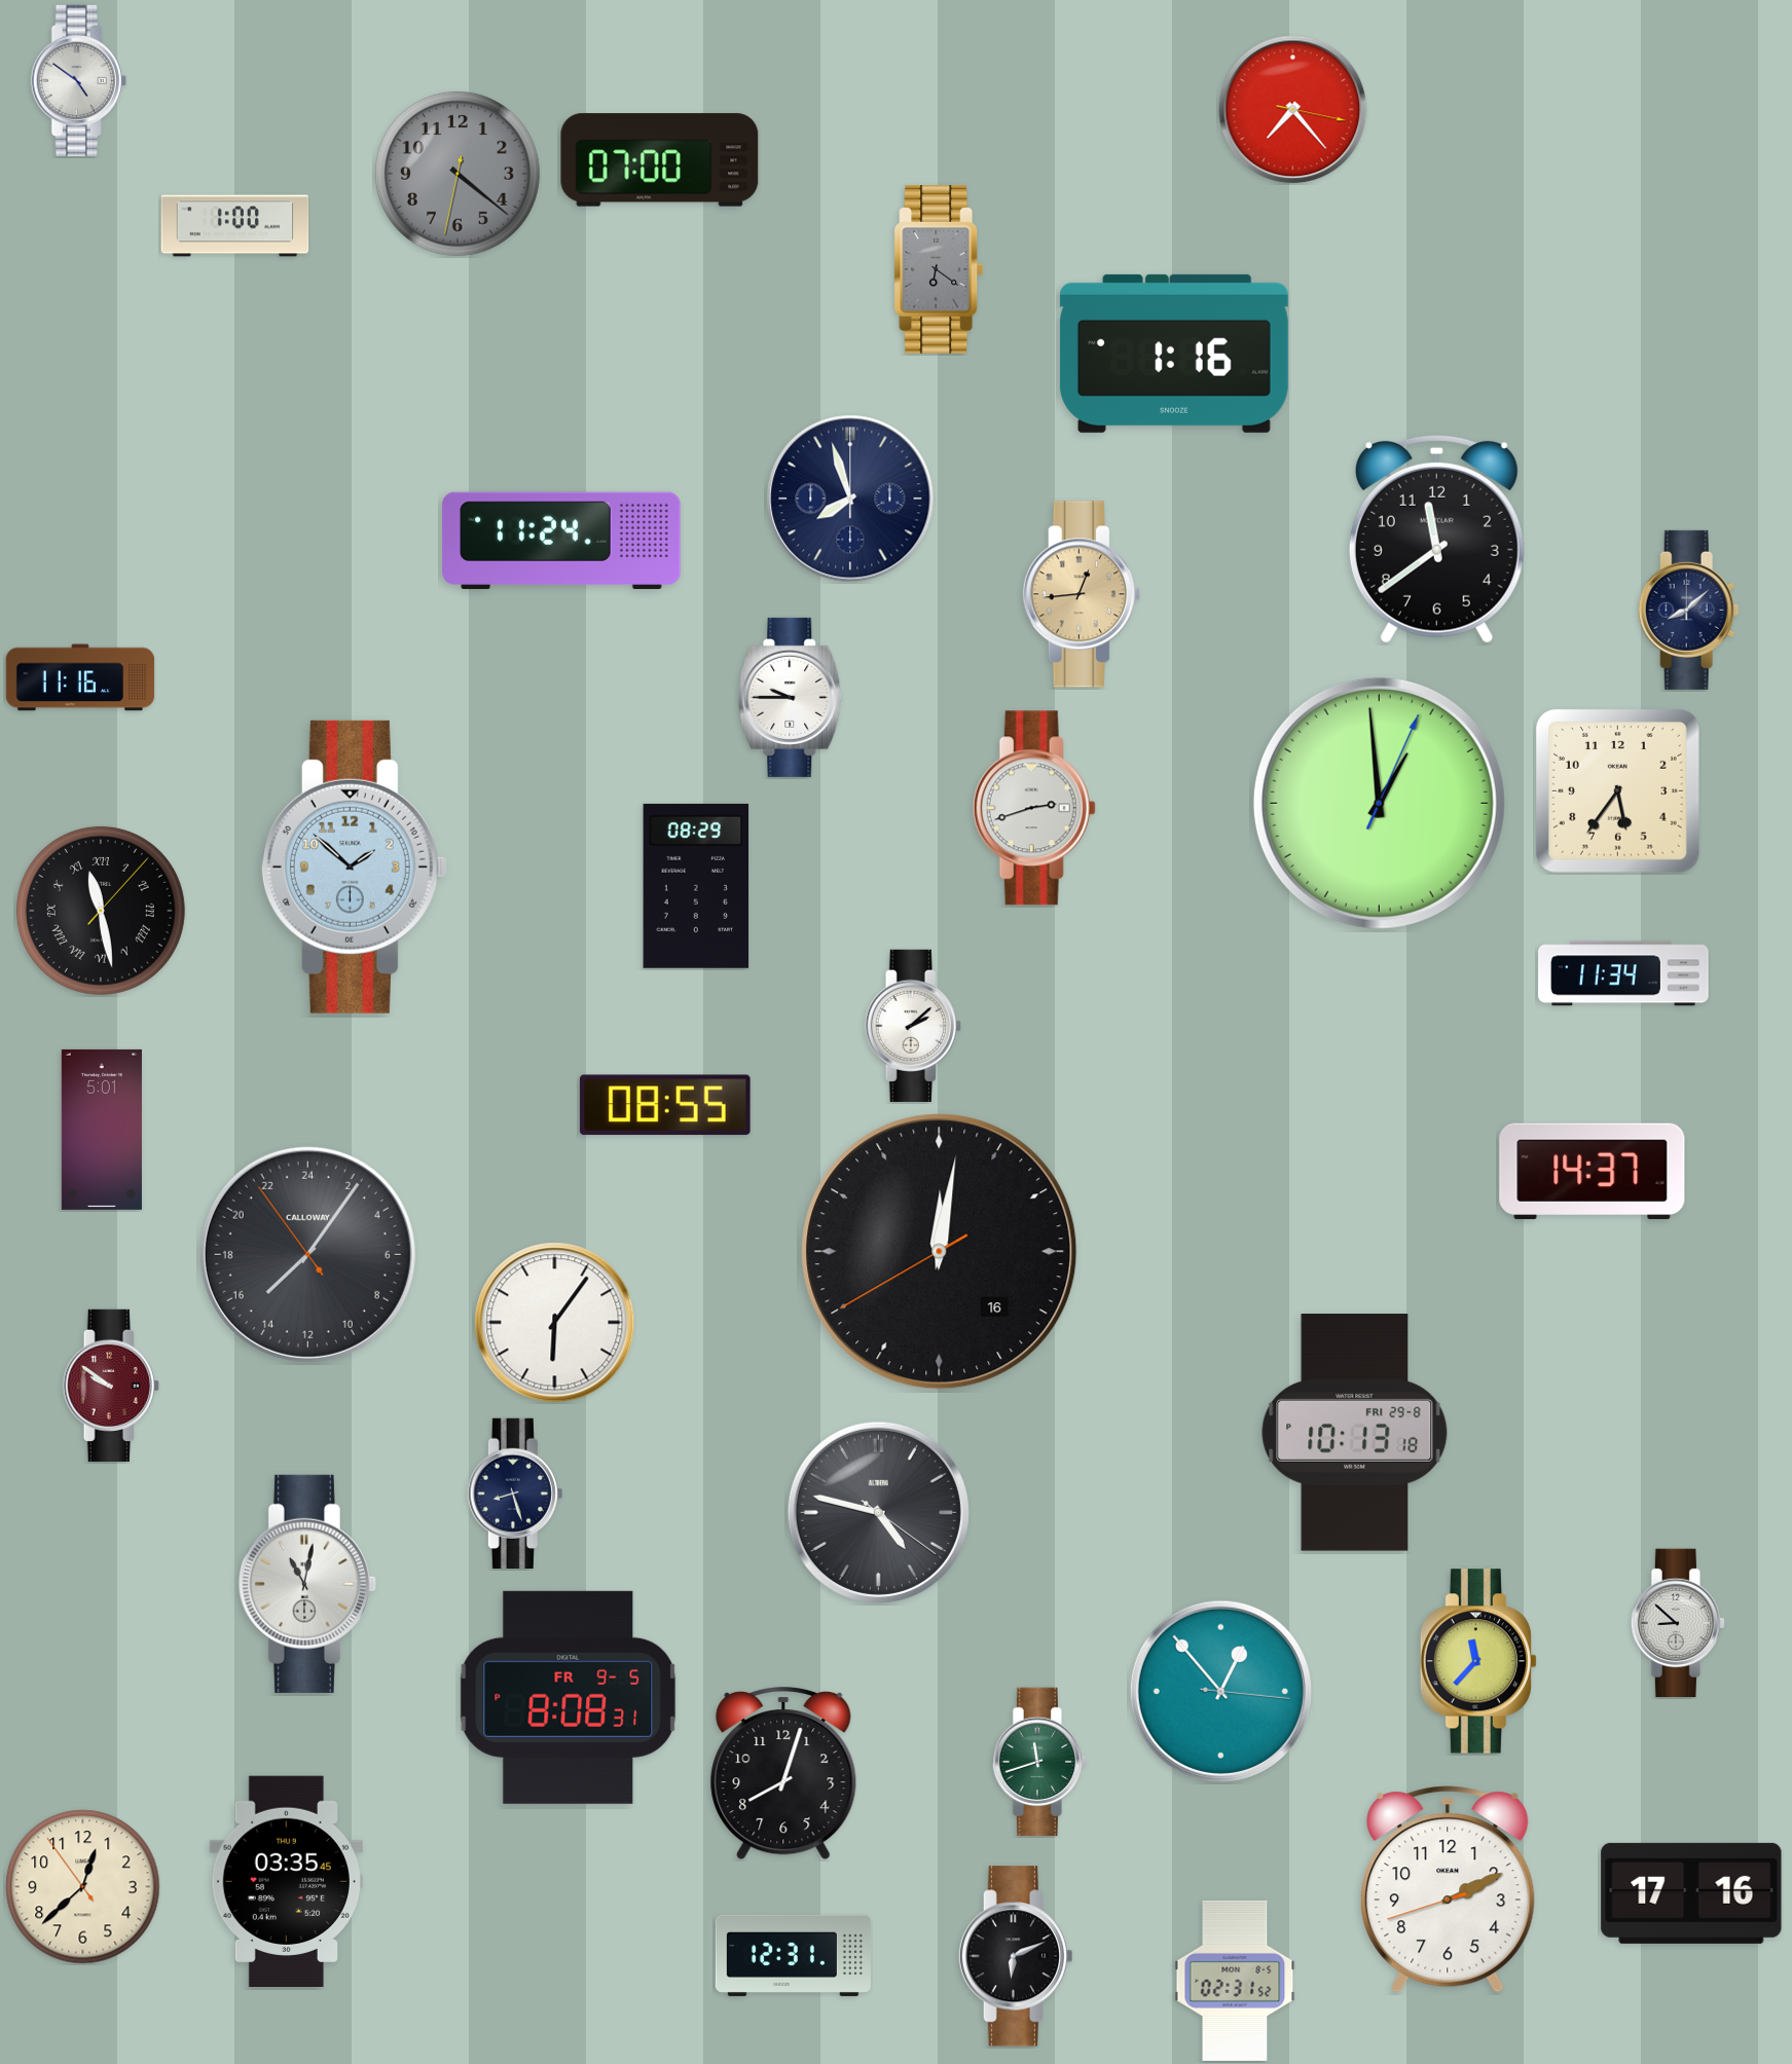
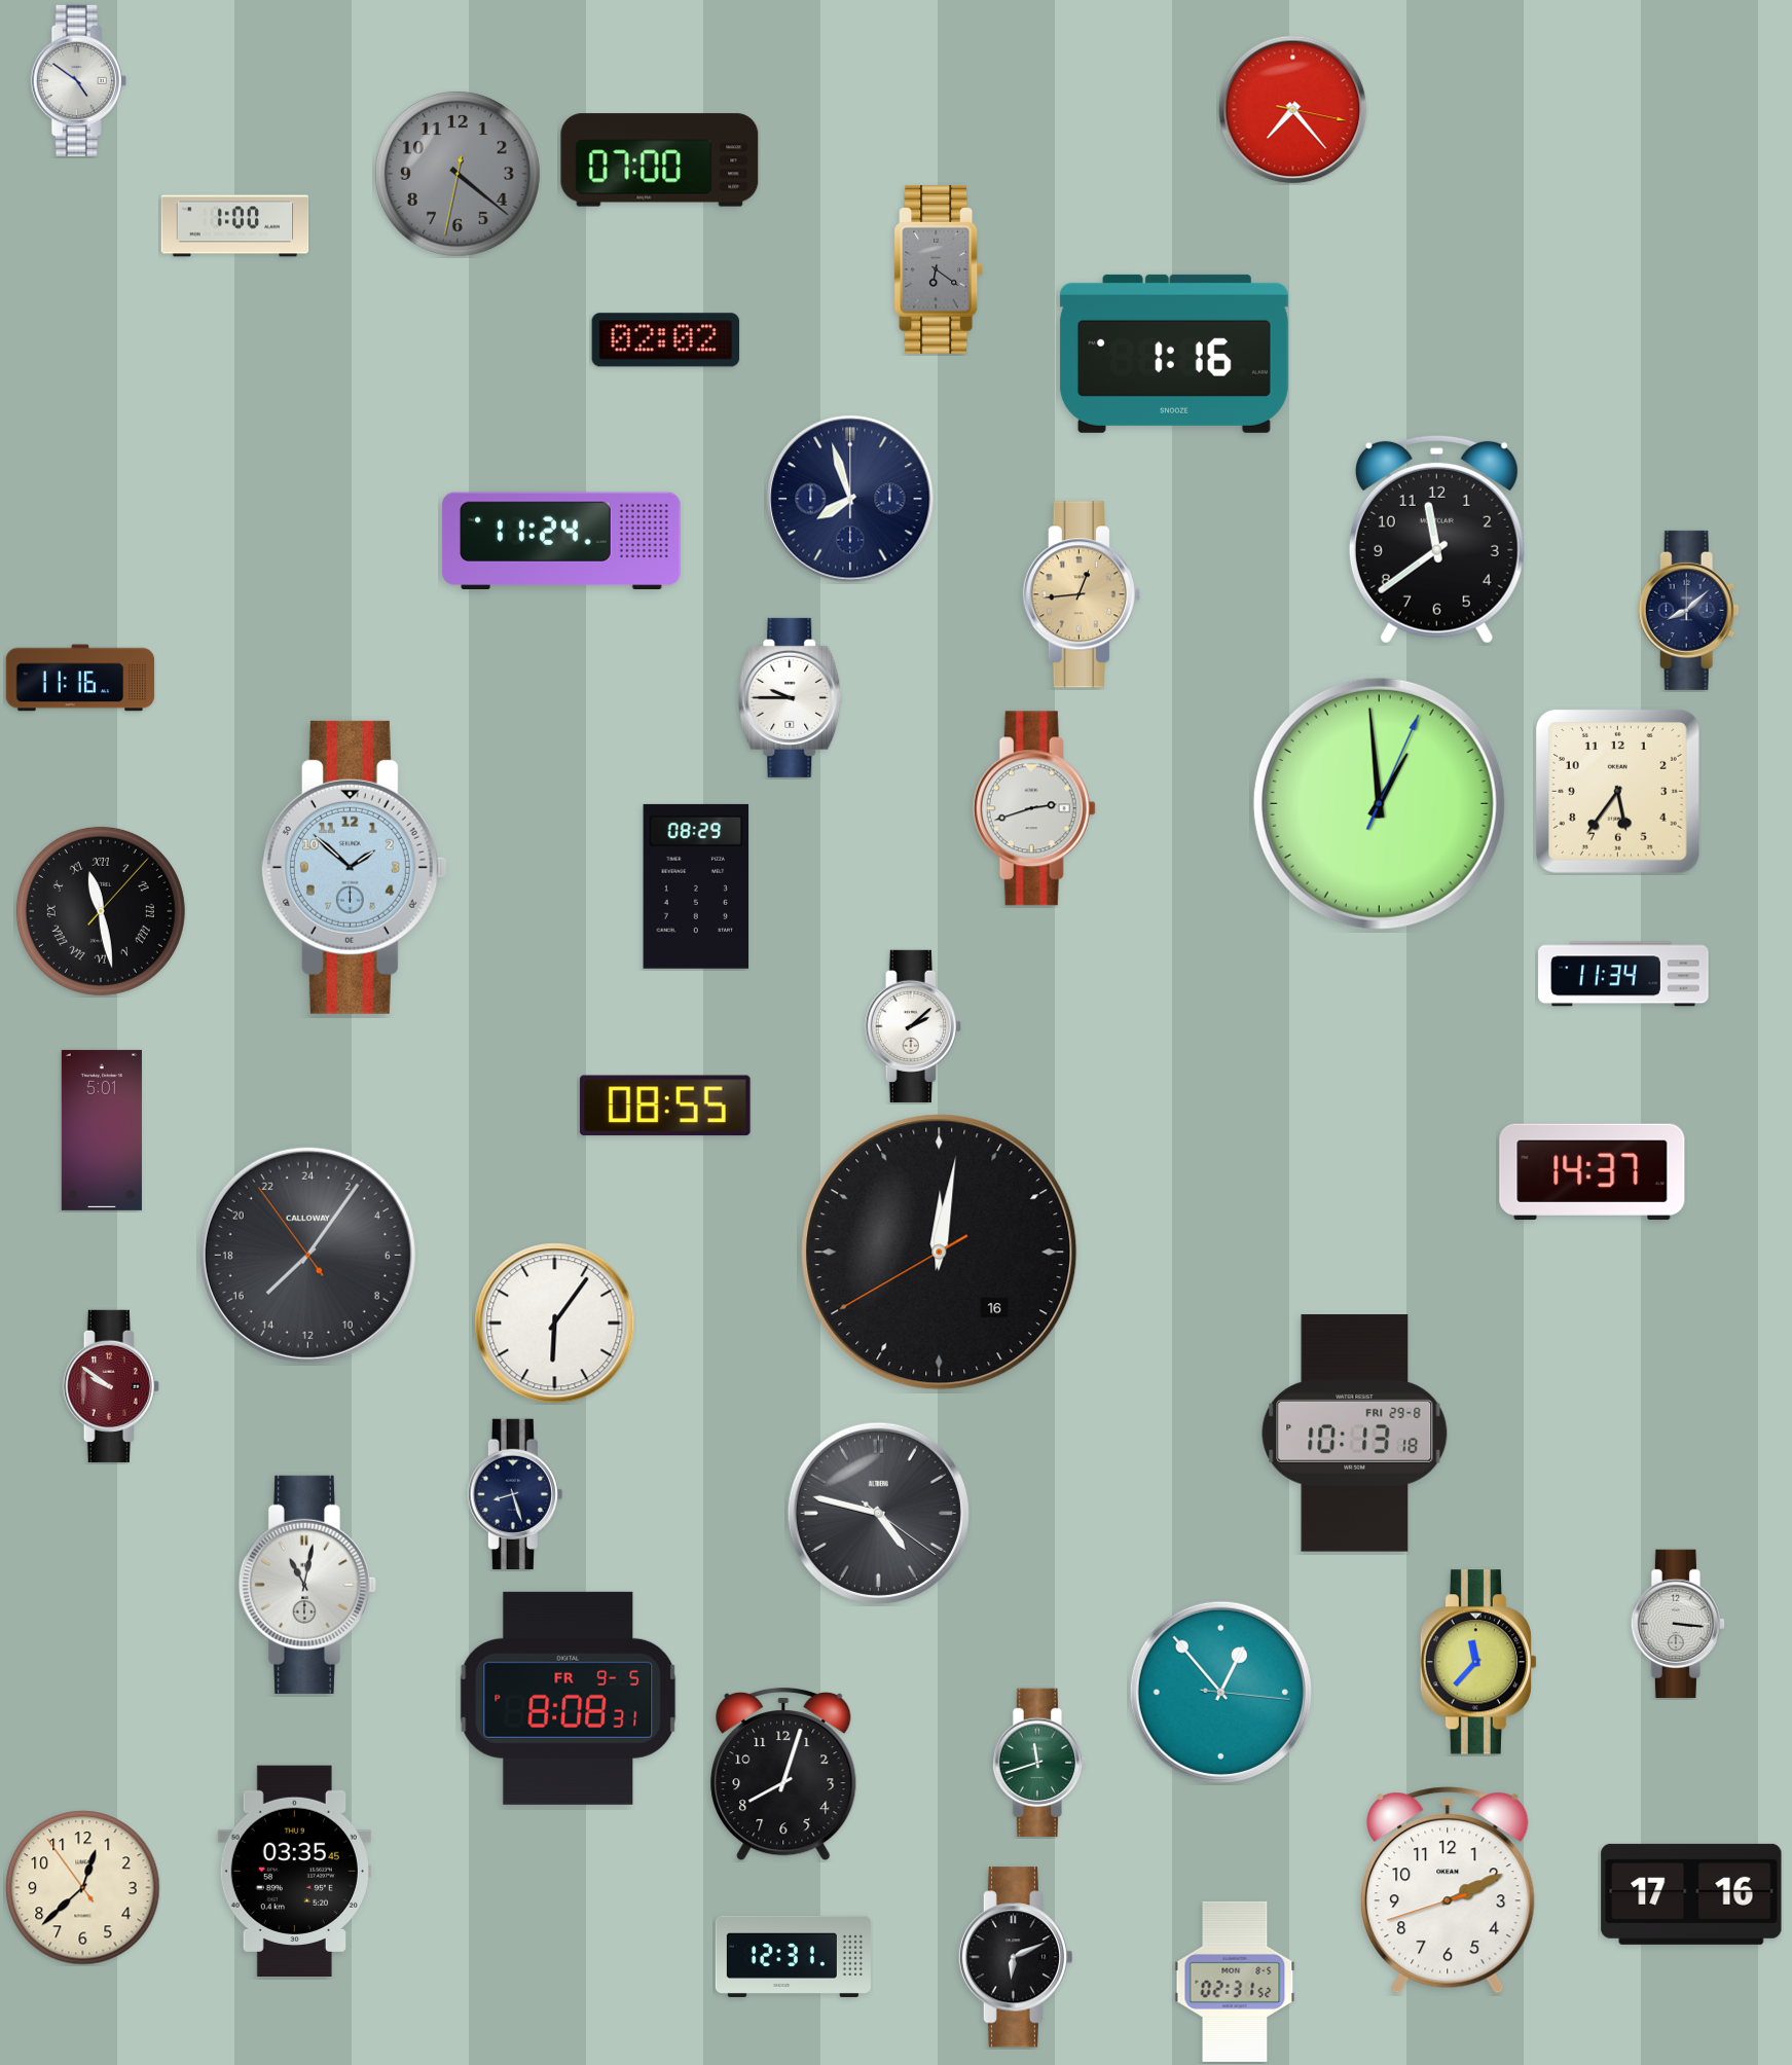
clock at (665, 340): none -> 02:02
clock at (1677, 1623): 8:52 -> 3:16
clock at (286, 1881) position: (286, 1881) -> (294, 1871)
